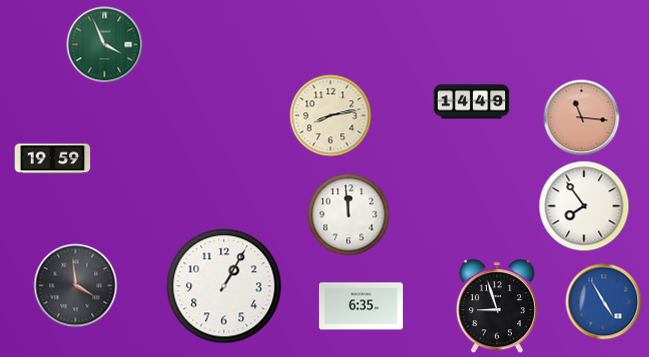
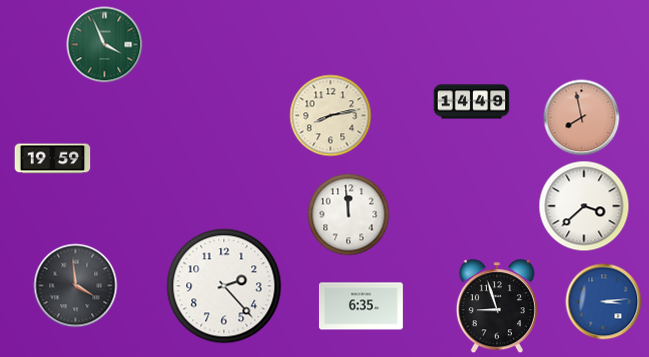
clock at (582, 118): 11:16 -> 7:58
clock at (584, 206): 7:54 -> 3:38
clock at (224, 286): 1:05 -> 2:23
clock at (604, 302): 4:55 -> 3:14
